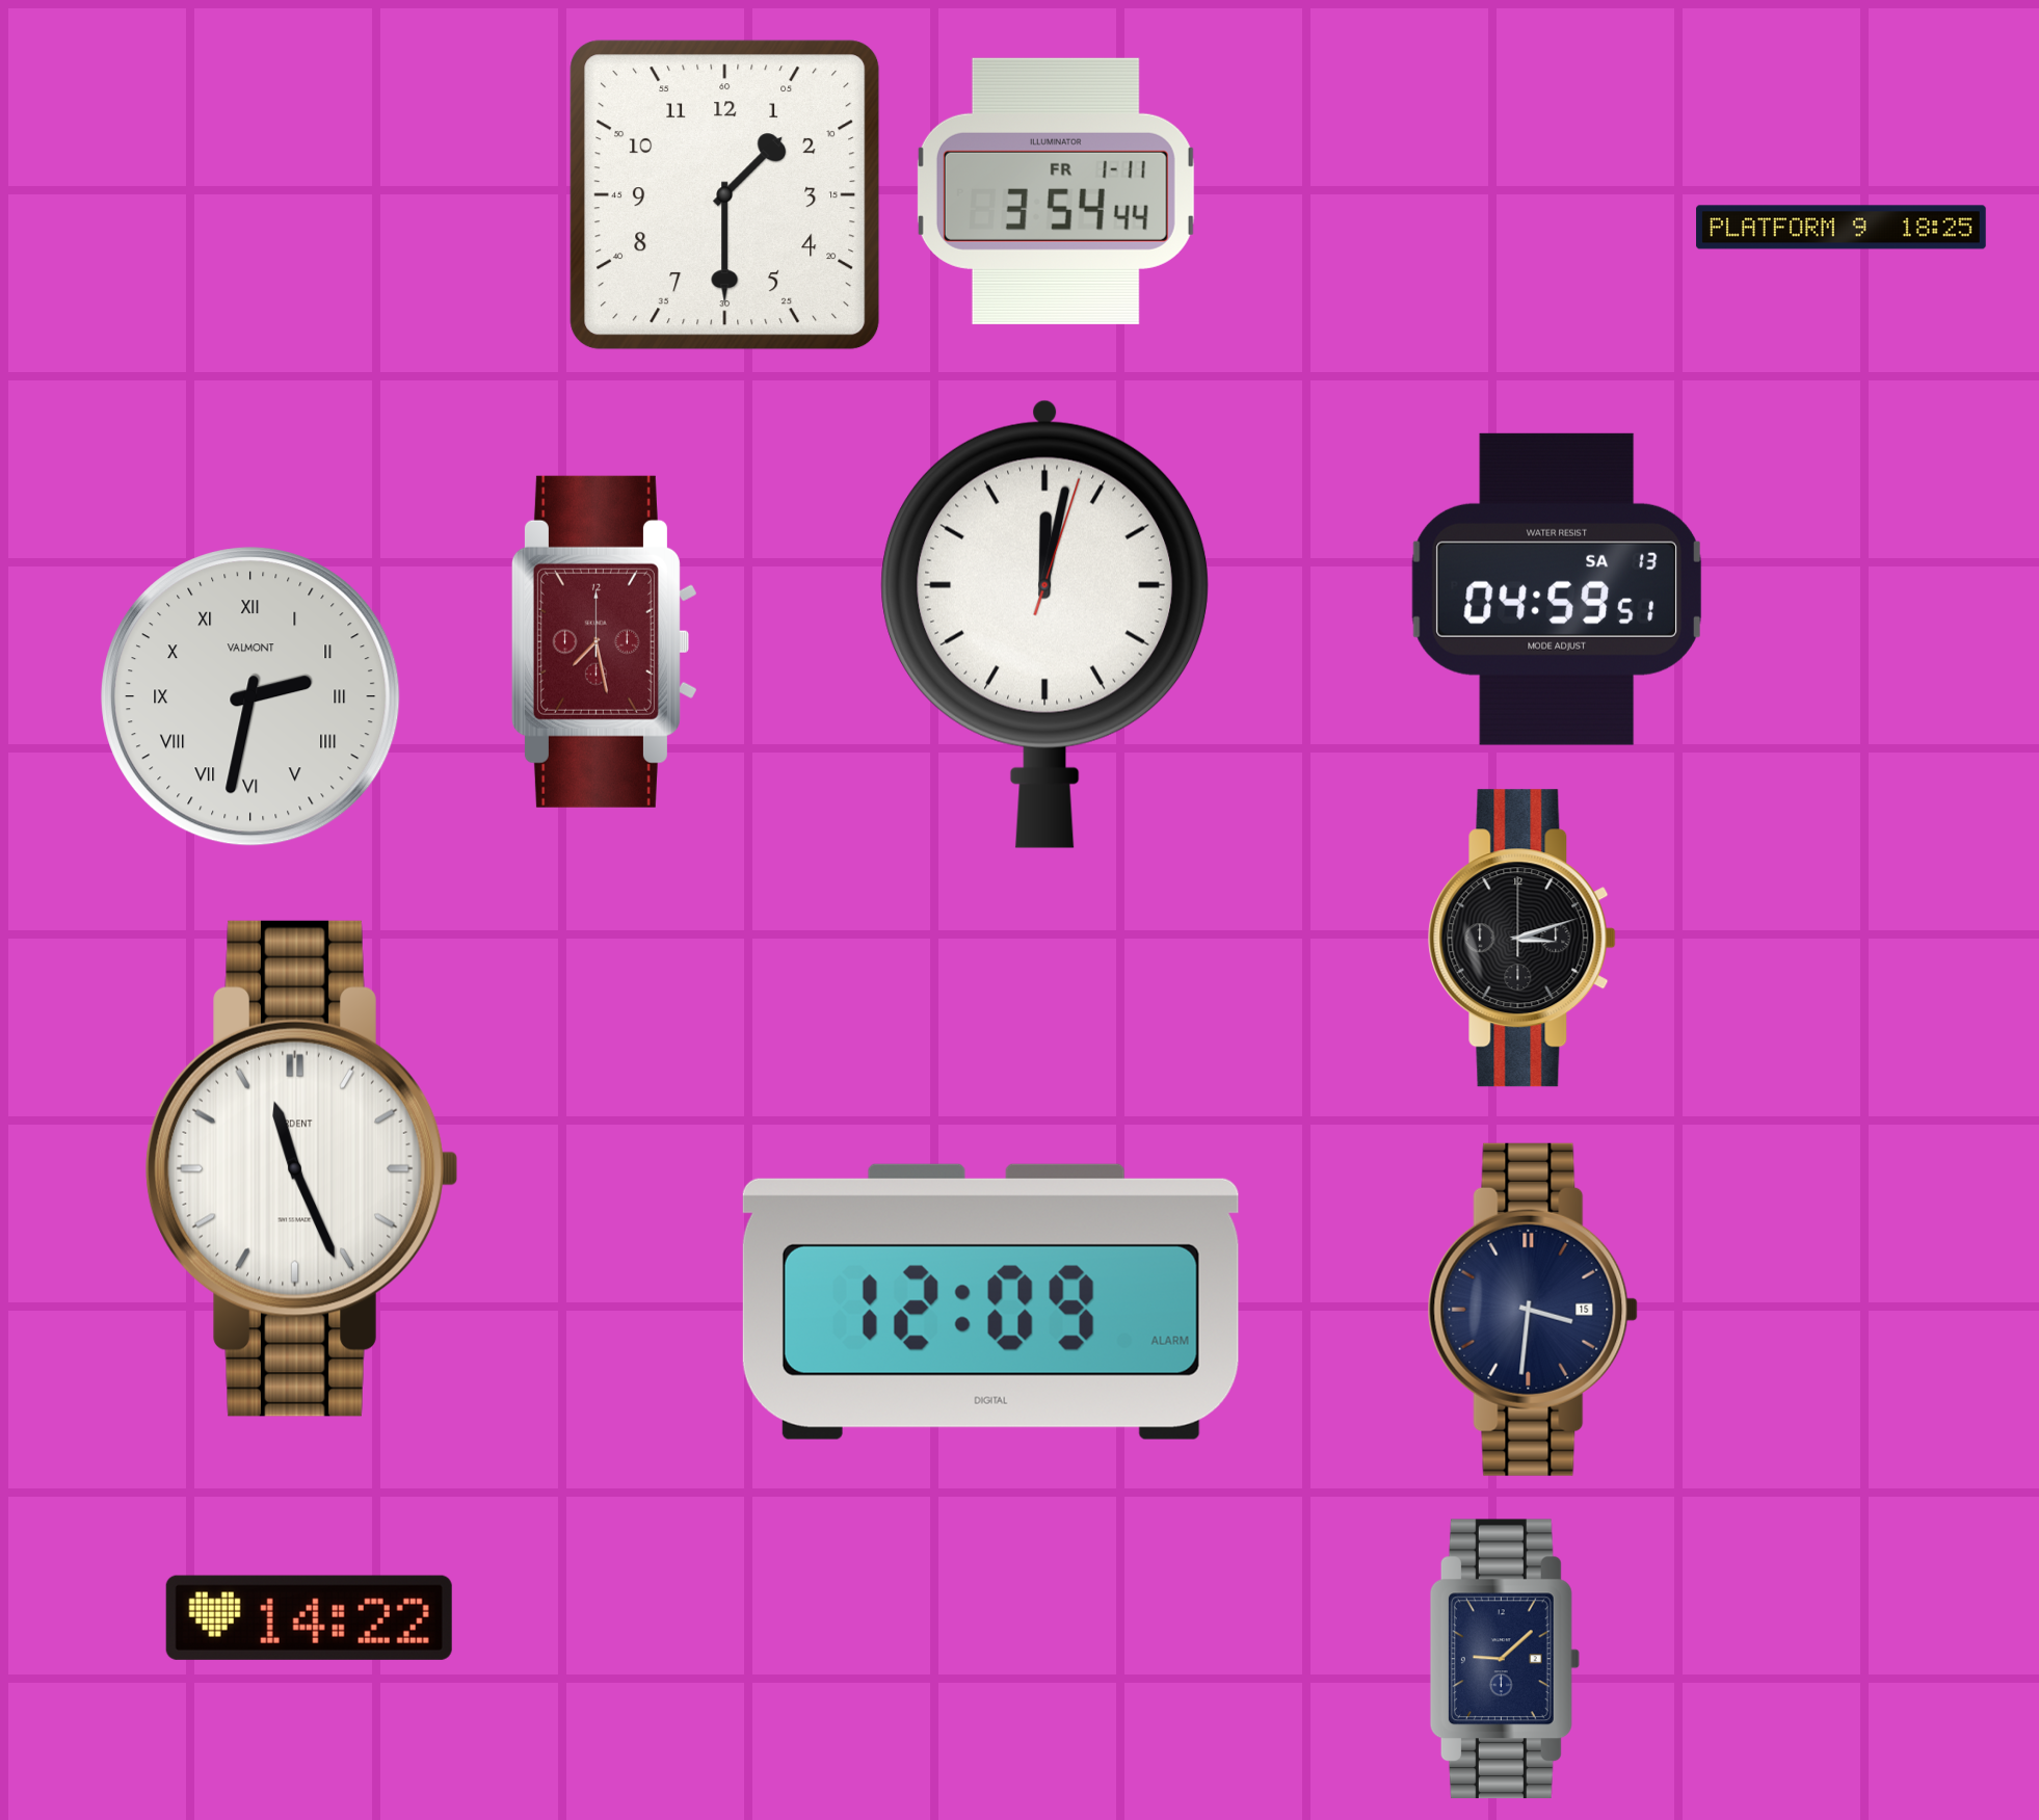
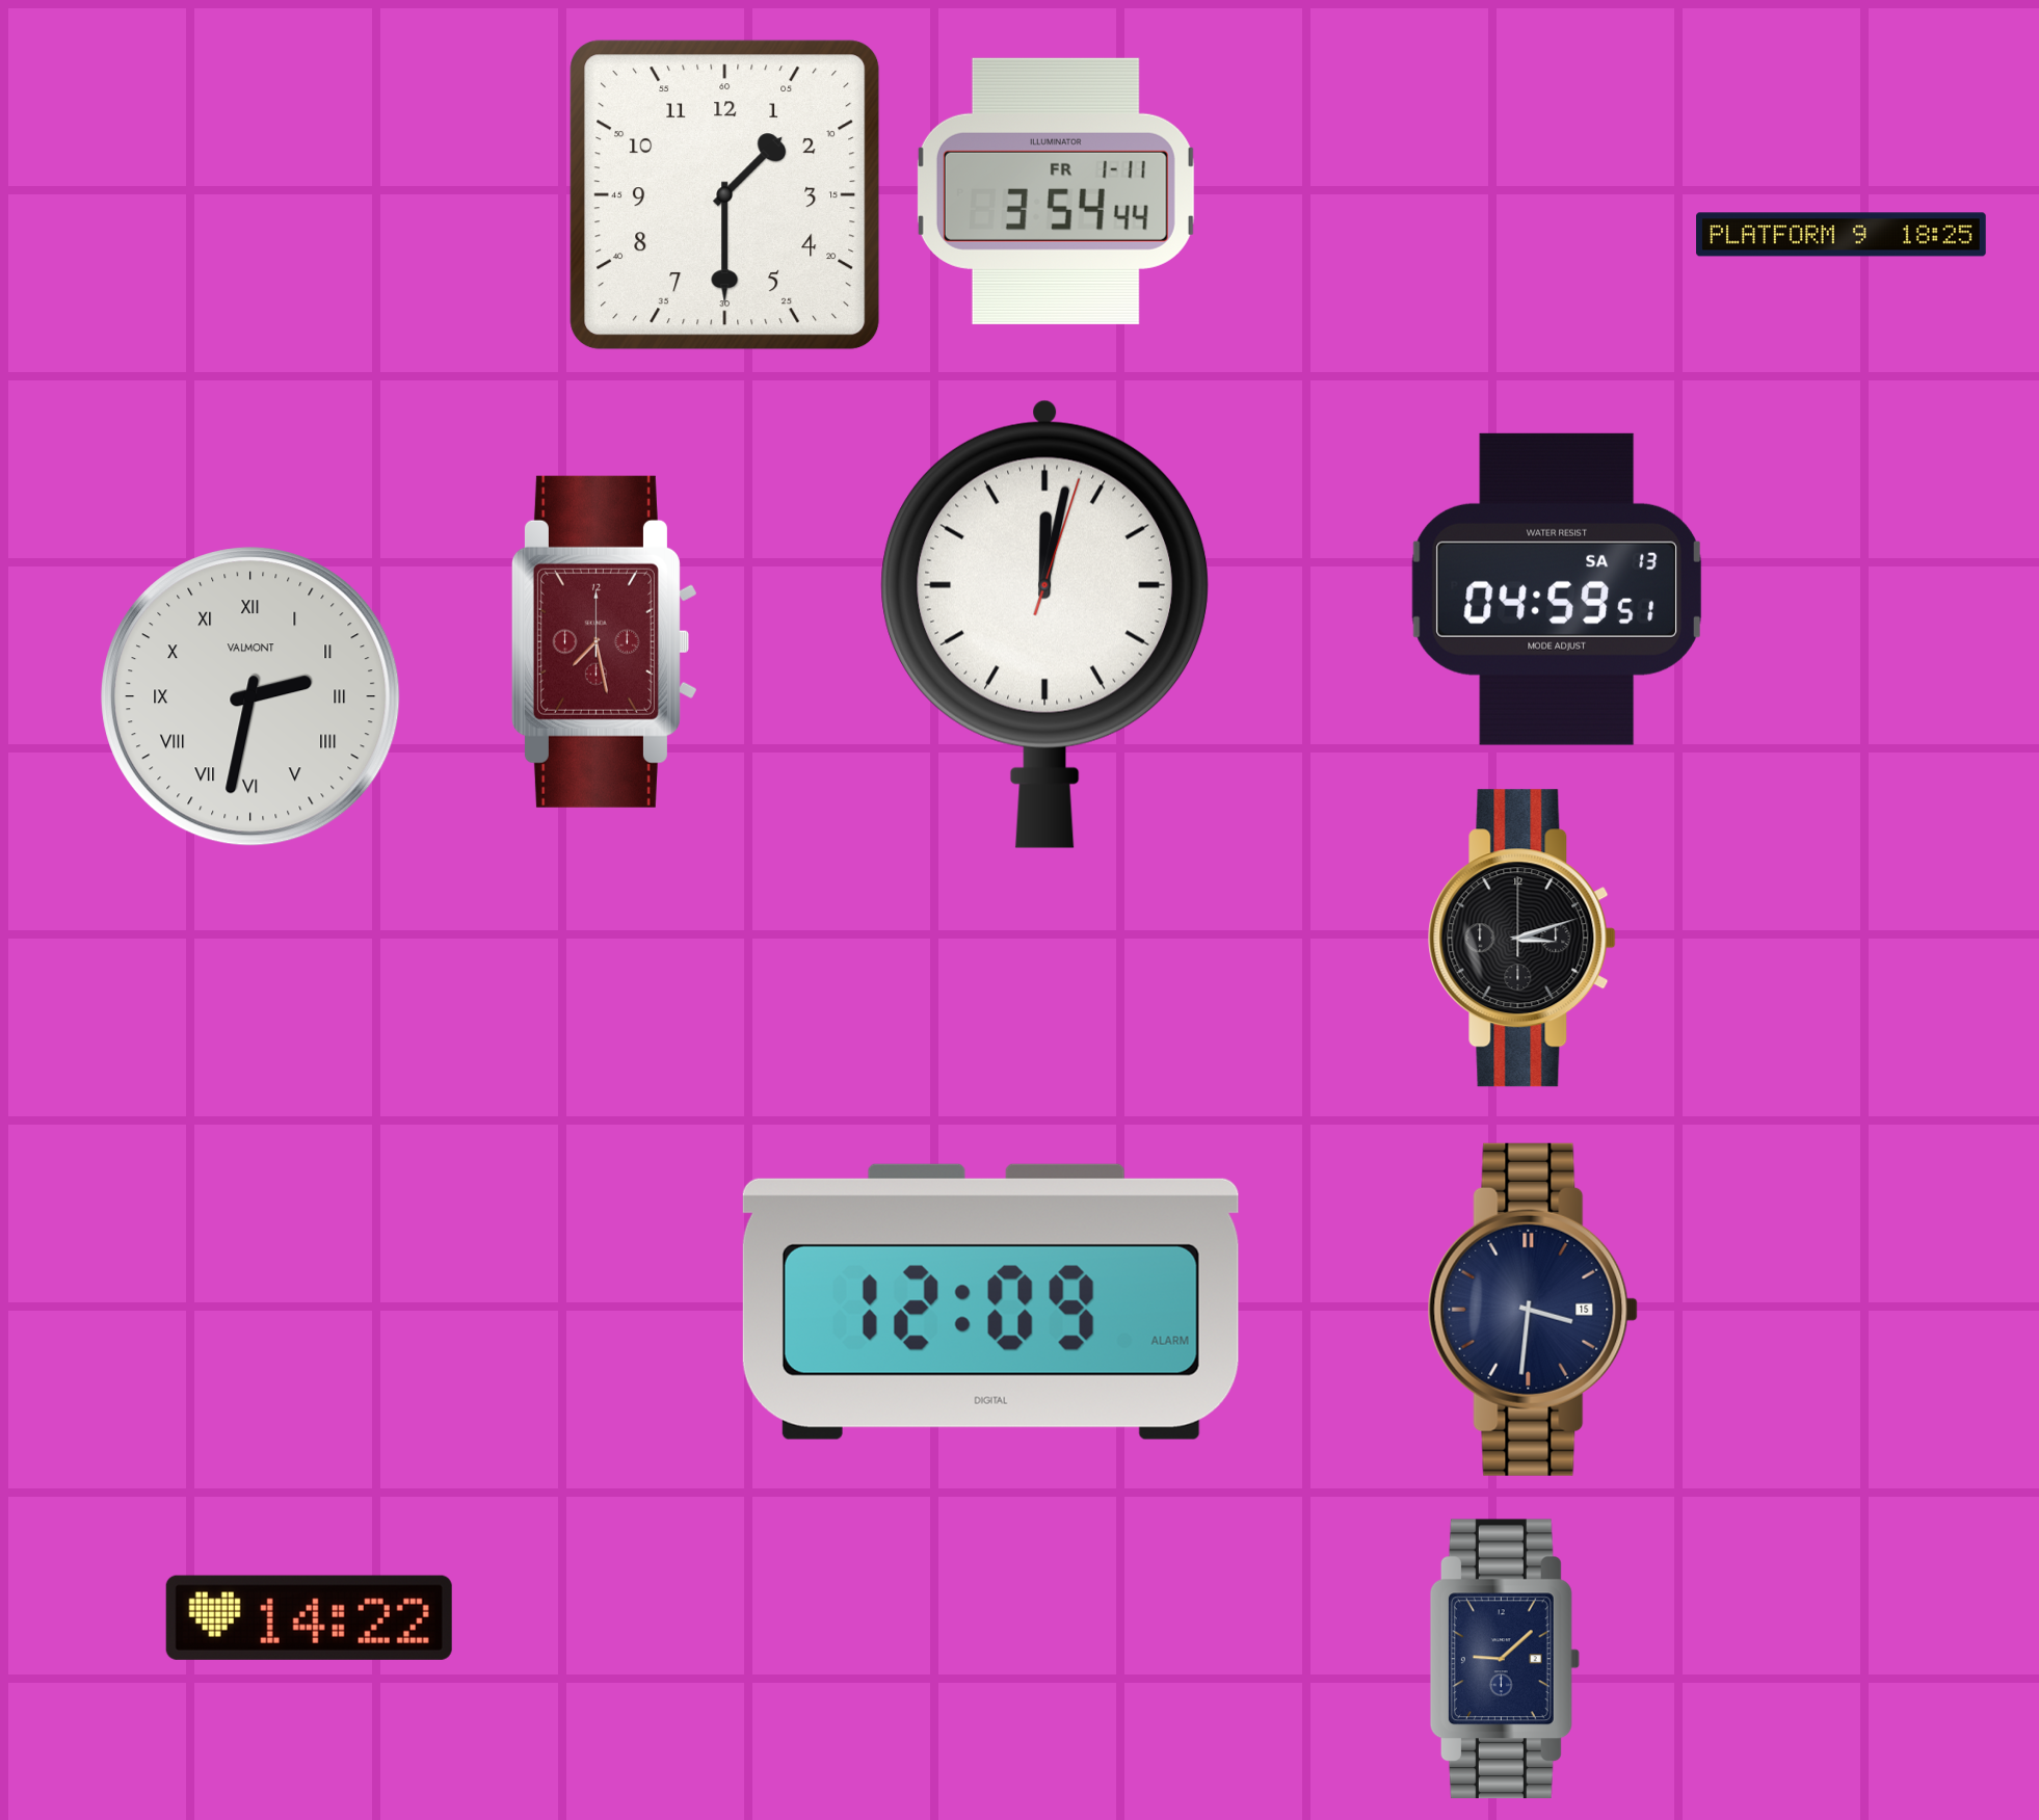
clock at (1842, 228) position: (1842, 228) -> (1842, 235)
clock at (302, 1168): 11:26 -> none
